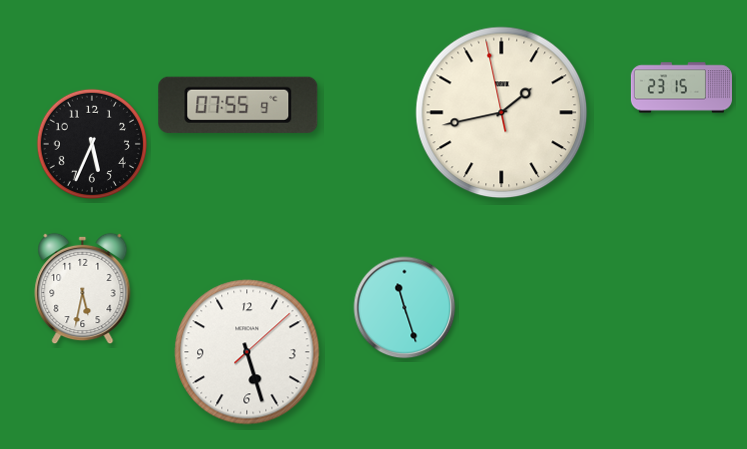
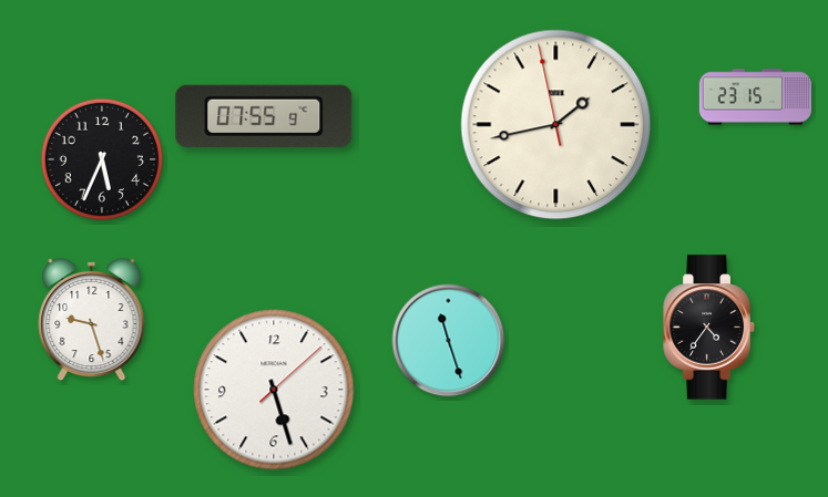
clock at (83, 289): 5:32 -> 9:27
clock at (709, 328): none -> 4:36
